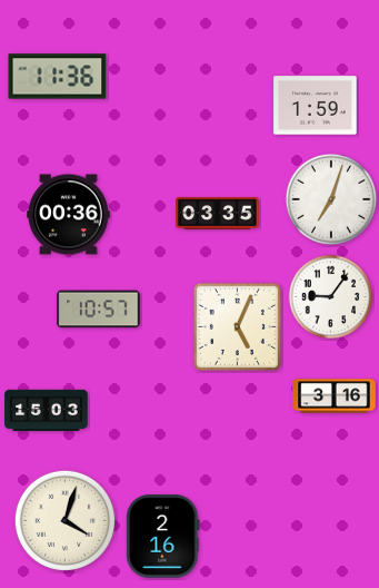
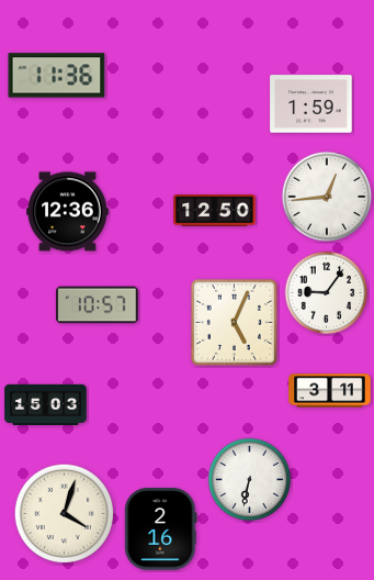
clock at (331, 199): 7:03 -> 12:44
clock at (218, 214): 03:35 -> 12:50
clock at (69, 215): 00:36 -> 12:36
clock at (335, 396): 3:16 -> 3:11
clock at (250, 480): none -> 6:32
